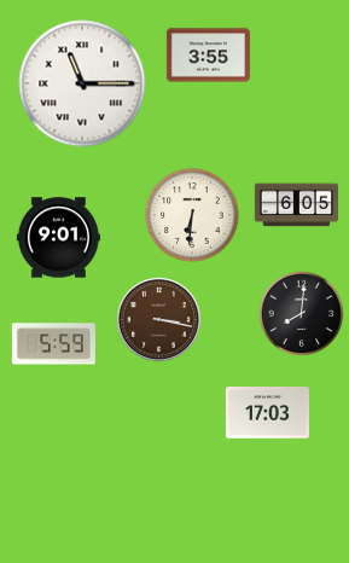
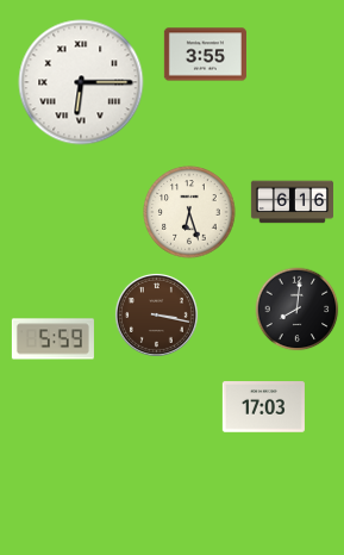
clock at (82, 83): 11:15 -> 6:15
clock at (296, 205): 6:05 -> 6:16
clock at (192, 215): 6:31 -> 6:27
clock at (58, 238): 9:01 -> none
